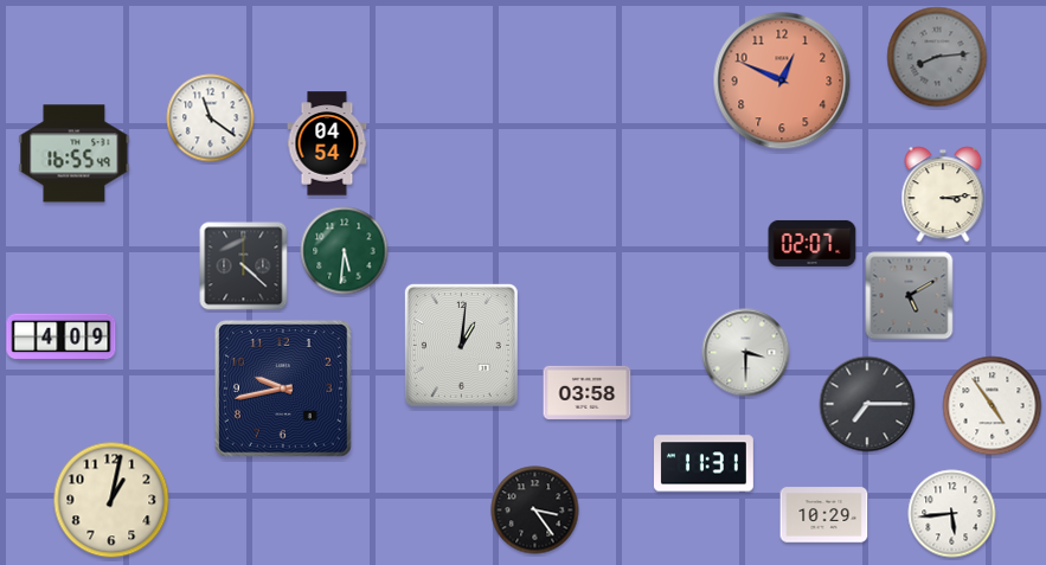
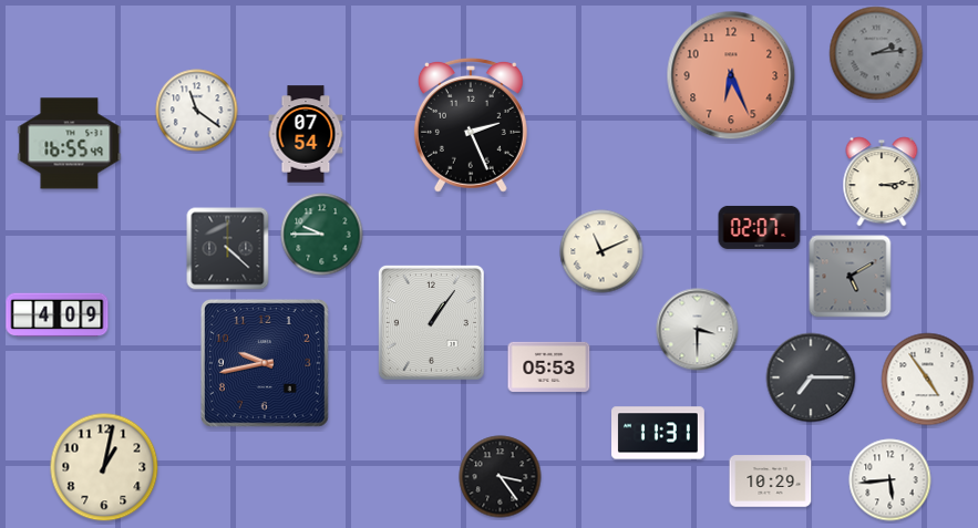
clock at (937, 57): 8:14 -> 2:14
clock at (782, 81): 12:49 -> 6:26
clock at (471, 125): none -> 2:26
clock at (327, 143): 04:54 -> 07:54
clock at (345, 251): 5:31 -> 9:45
clock at (601, 251): none -> 11:11
clock at (461, 345): 1:01 -> 1:06
clock at (588, 392): 03:58 -> 05:53
